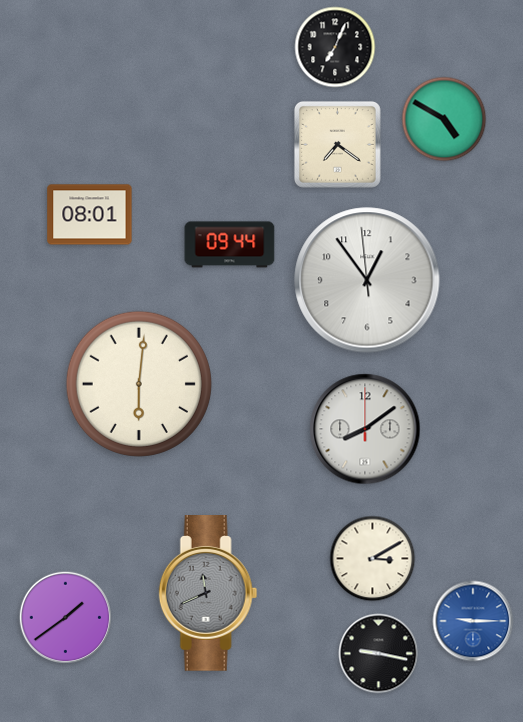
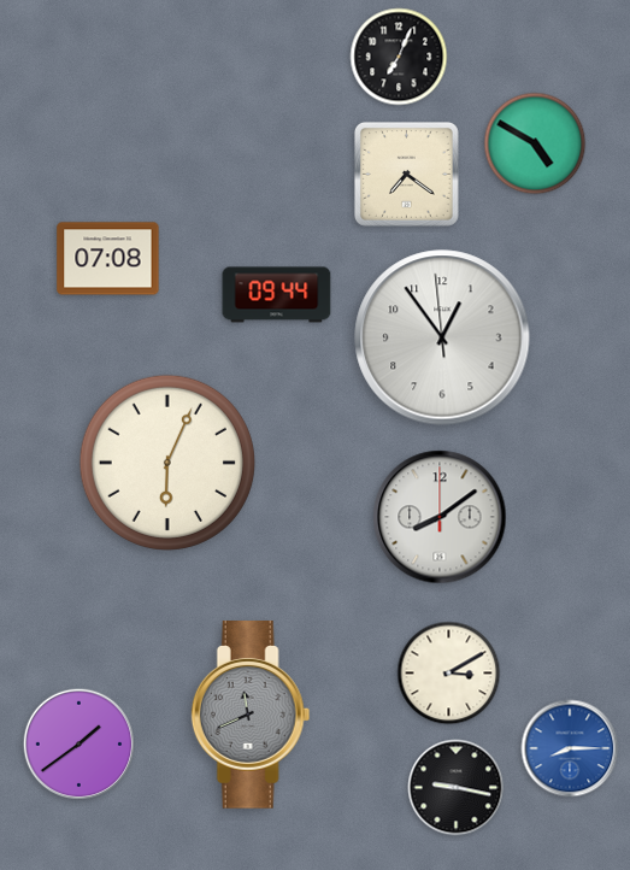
clock at (335, 47) position: (335, 47) -> (399, 57)
clock at (90, 215): 08:01 -> 07:08
clock at (139, 384): 6:01 -> 6:04
clock at (473, 621): 9:15 -> 8:15
